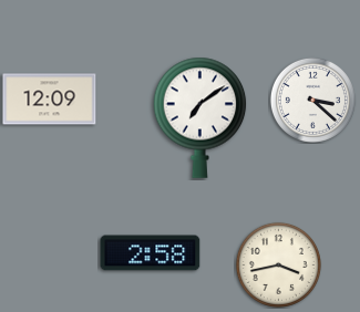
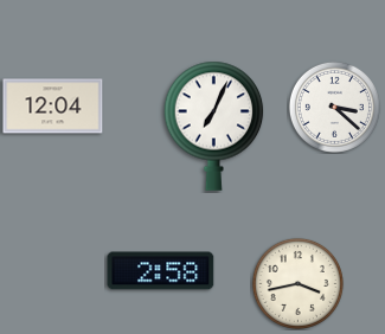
clock at (50, 100): 12:09 -> 12:04
clock at (200, 117): 7:09 -> 7:04
